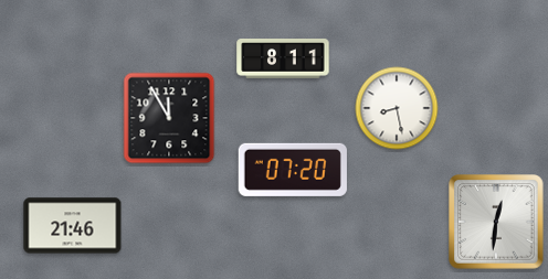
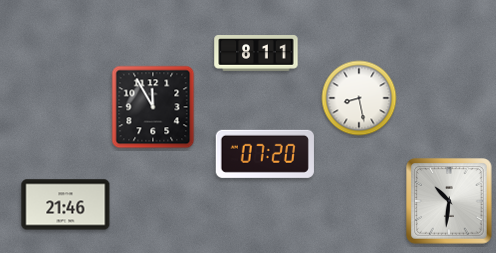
clock at (496, 222): 12:31 -> 10:31
